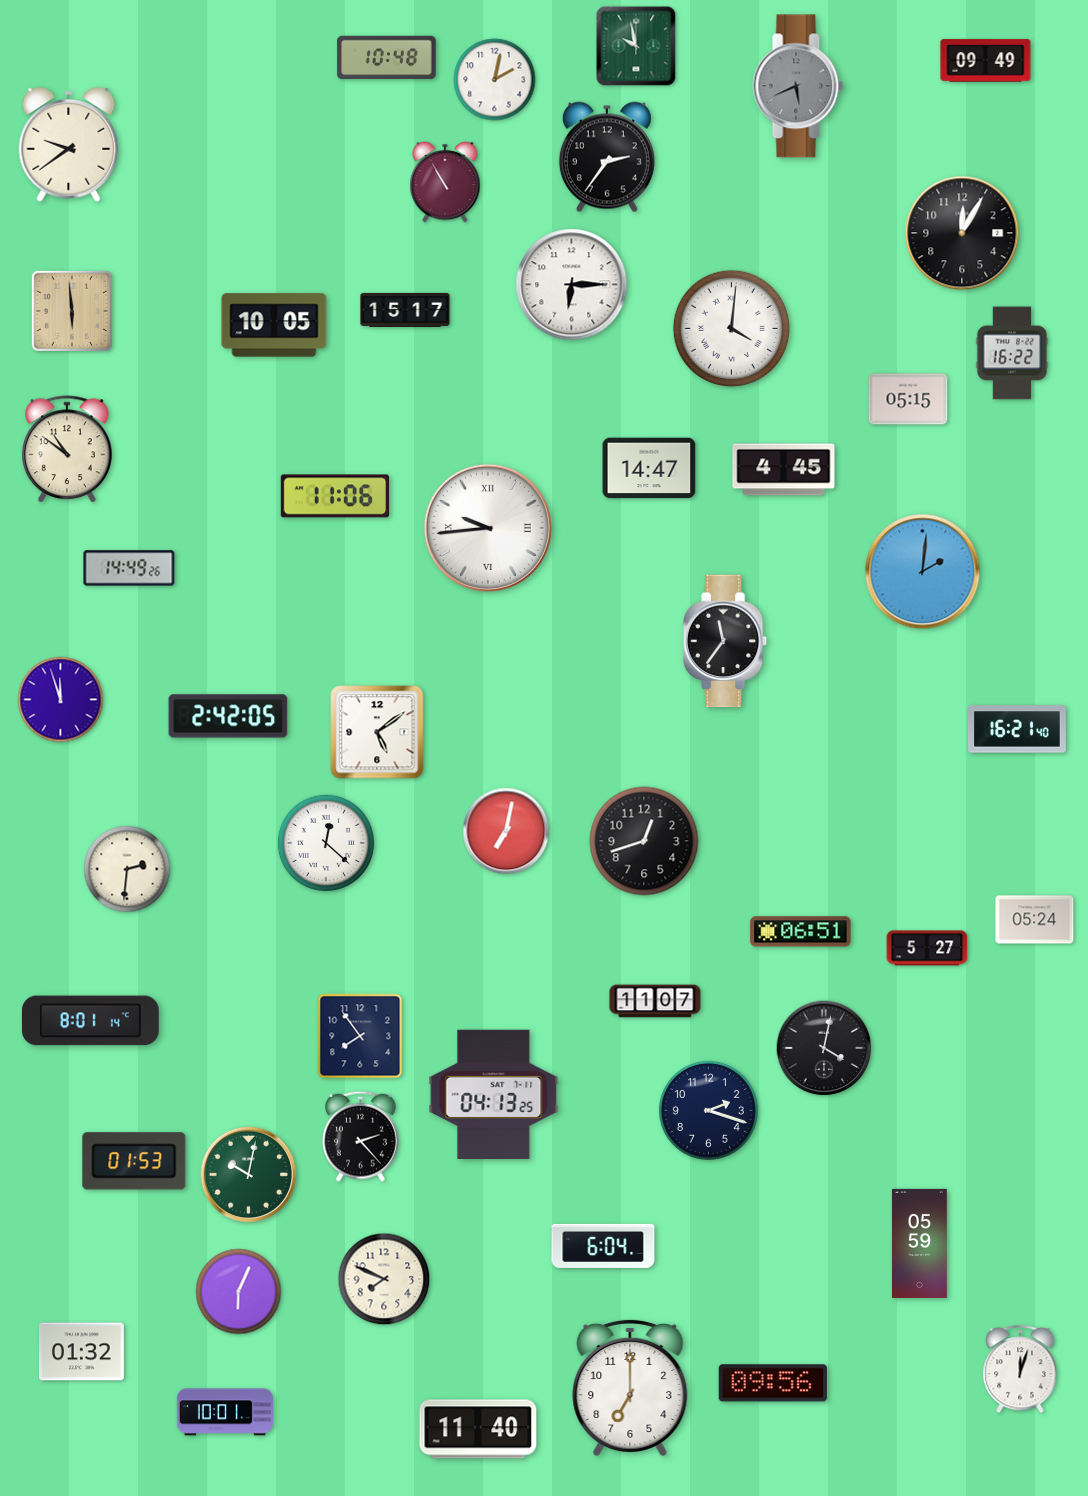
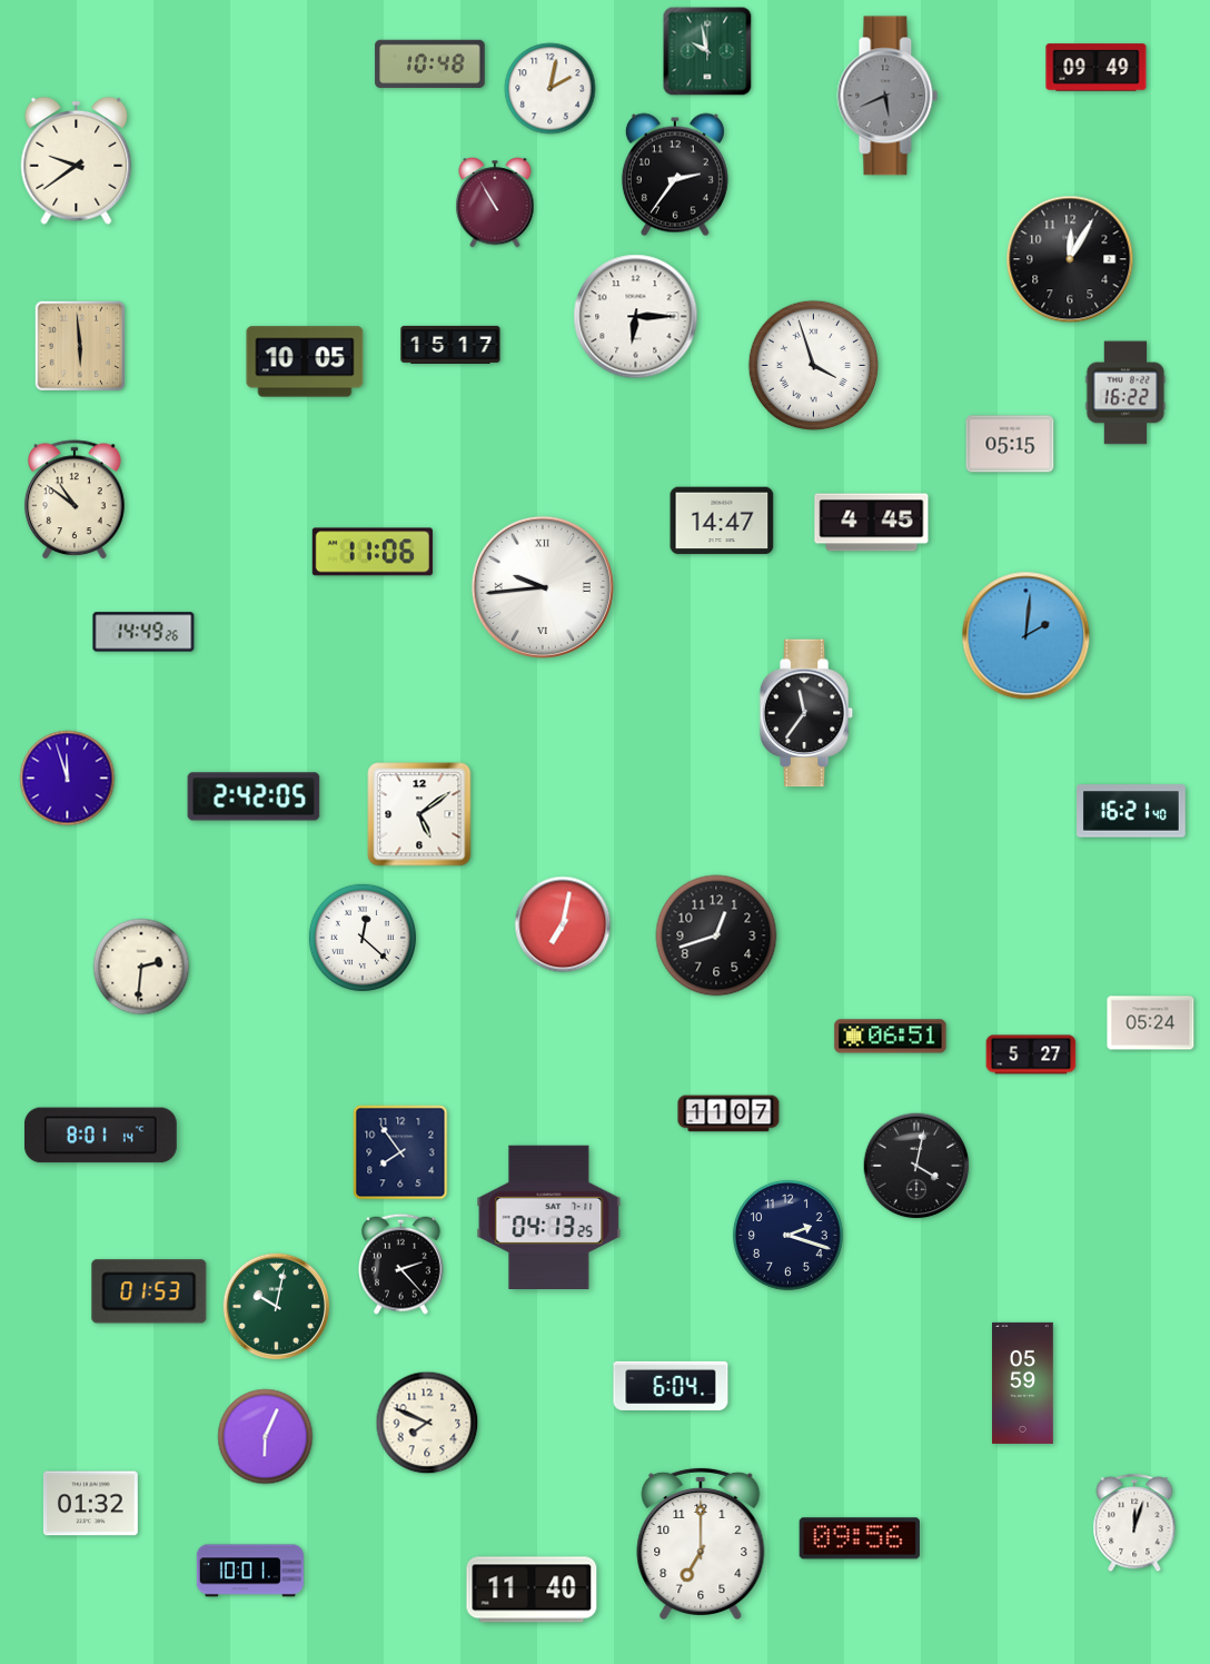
clock at (731, 328): 4:01 -> 3:57
